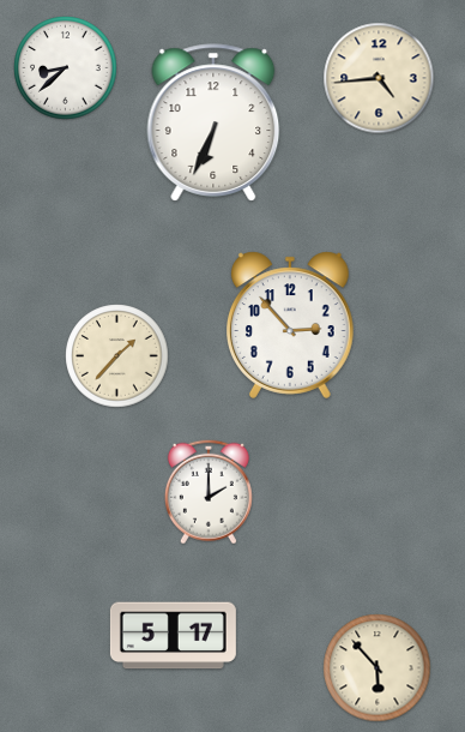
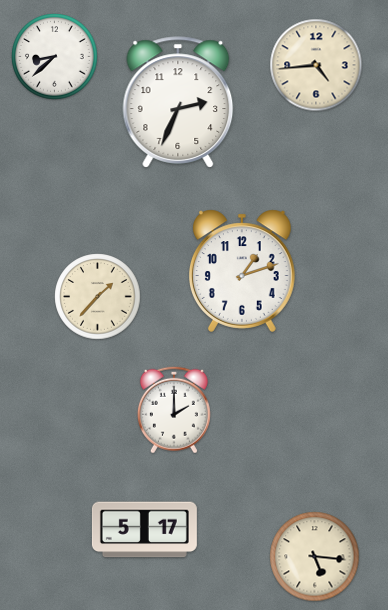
clock at (213, 122): 6:34 -> 2:34
clock at (291, 325): 2:53 -> 1:12
clock at (378, 668): 5:53 -> 5:16
